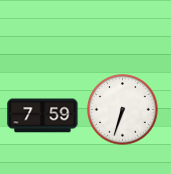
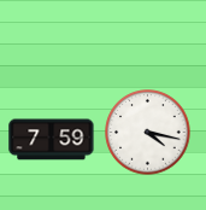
clock at (123, 110): 6:33 -> 4:17
